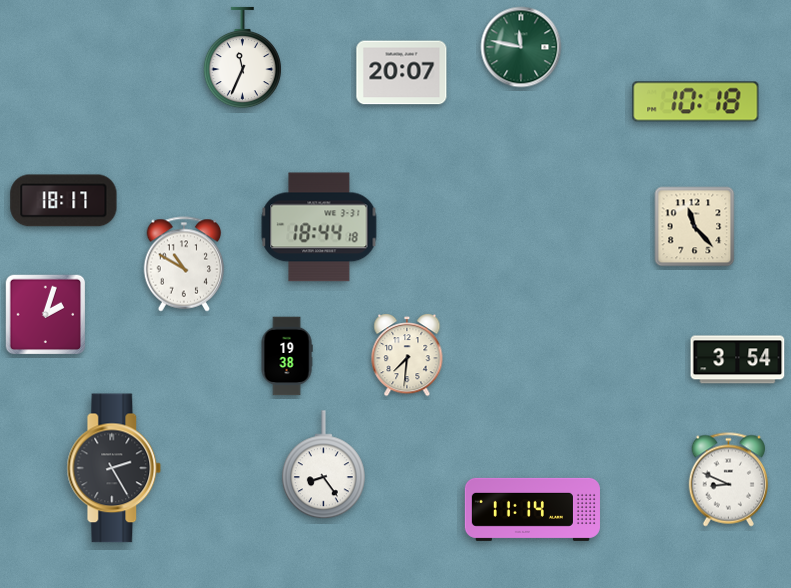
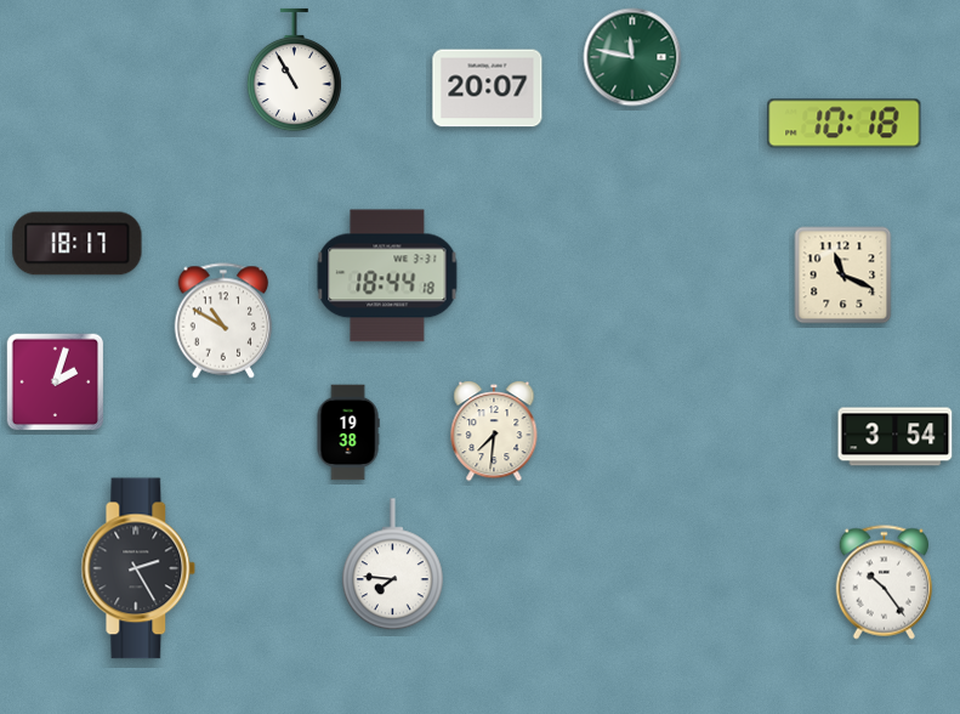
clock at (242, 58): 11:34 -> 10:55
clock at (695, 227): 11:23 -> 11:19
clock at (323, 465): 8:24 -> 7:46
clock at (728, 480): 8:49 -> 10:24
clock at (532, 509): 11:14 -> none
